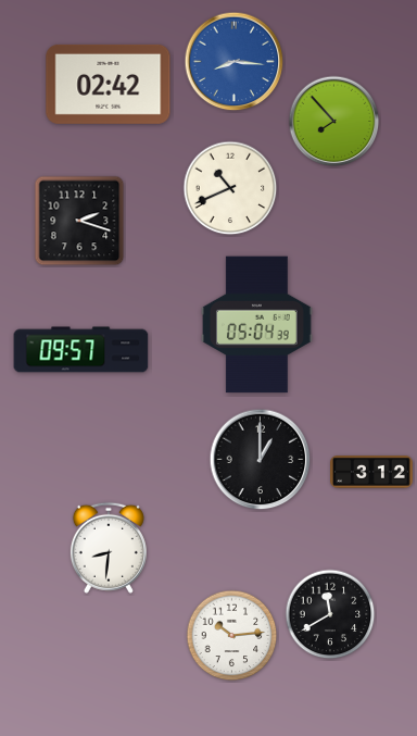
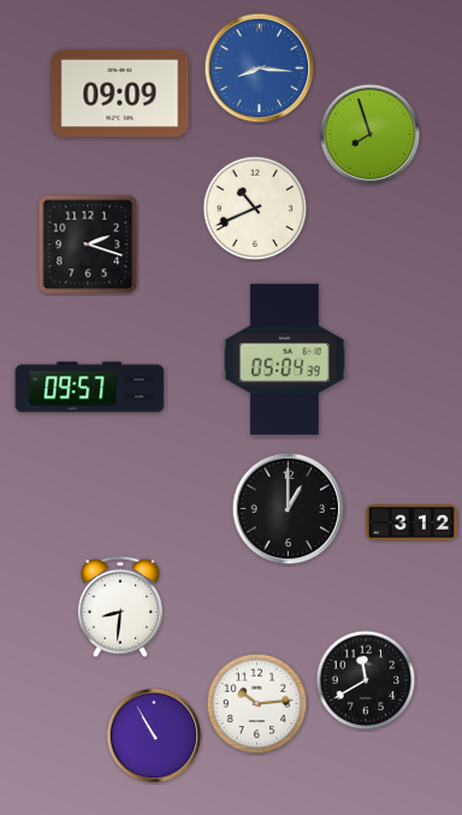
clock at (109, 84): 02:42 -> 09:09
clock at (334, 122): 7:53 -> 7:57
clock at (154, 736): none -> 10:55
